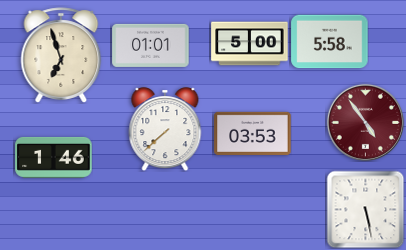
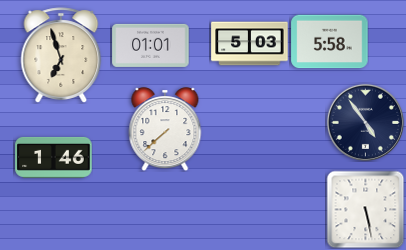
clock at (250, 44): 5:00 -> 5:03
clock at (365, 122) dial: burgundy -> navy
clock at (253, 133): 03:53 -> none
